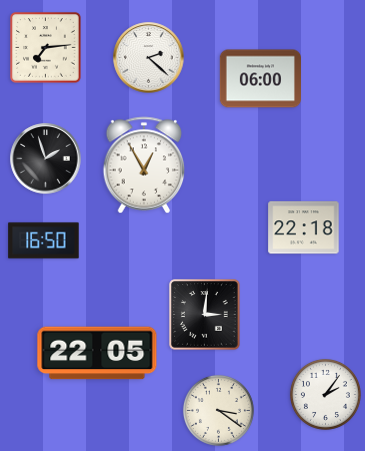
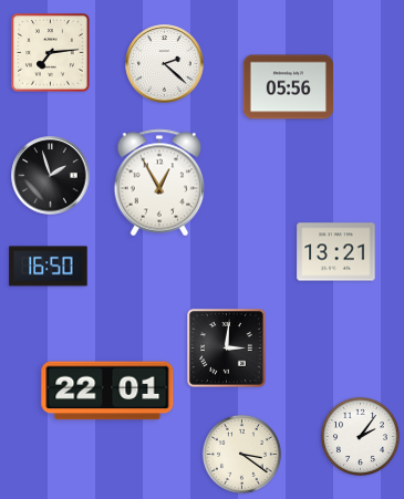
clock at (260, 79): 06:00 -> 05:56
clock at (304, 228): 22:18 -> 13:21
clock at (97, 353): 22:05 -> 22:01
